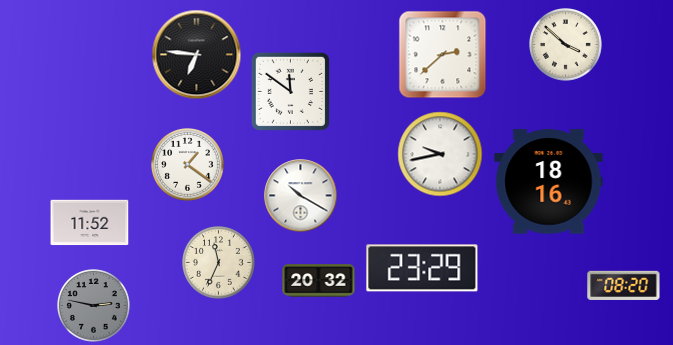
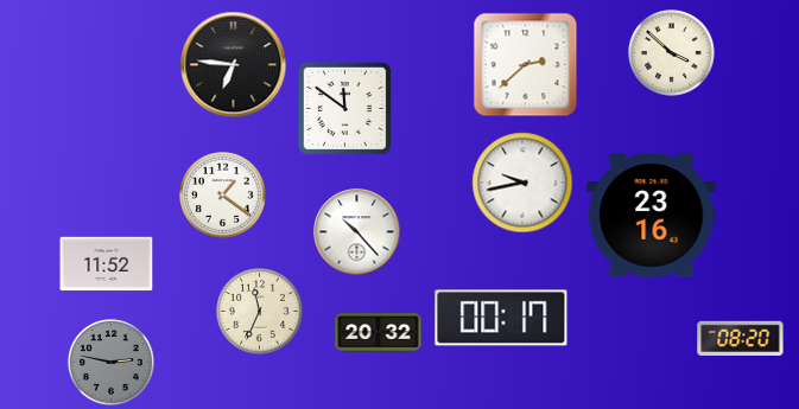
clock at (549, 182): 18:16 -> 23:16
clock at (301, 196): 10:20 -> 10:23
clock at (422, 268): 23:29 -> 00:17
